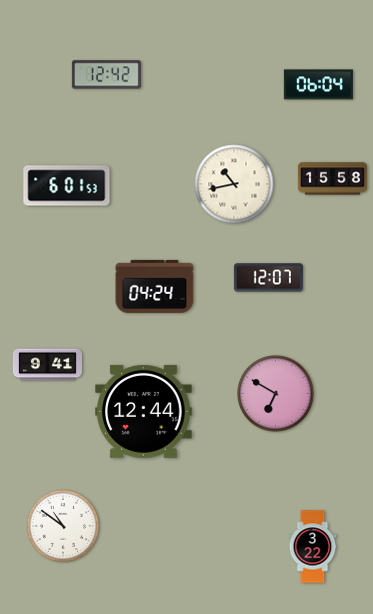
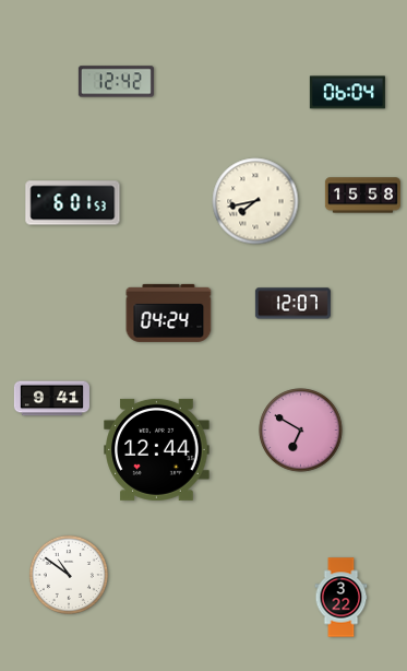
clock at (234, 184): 10:43 -> 7:43
